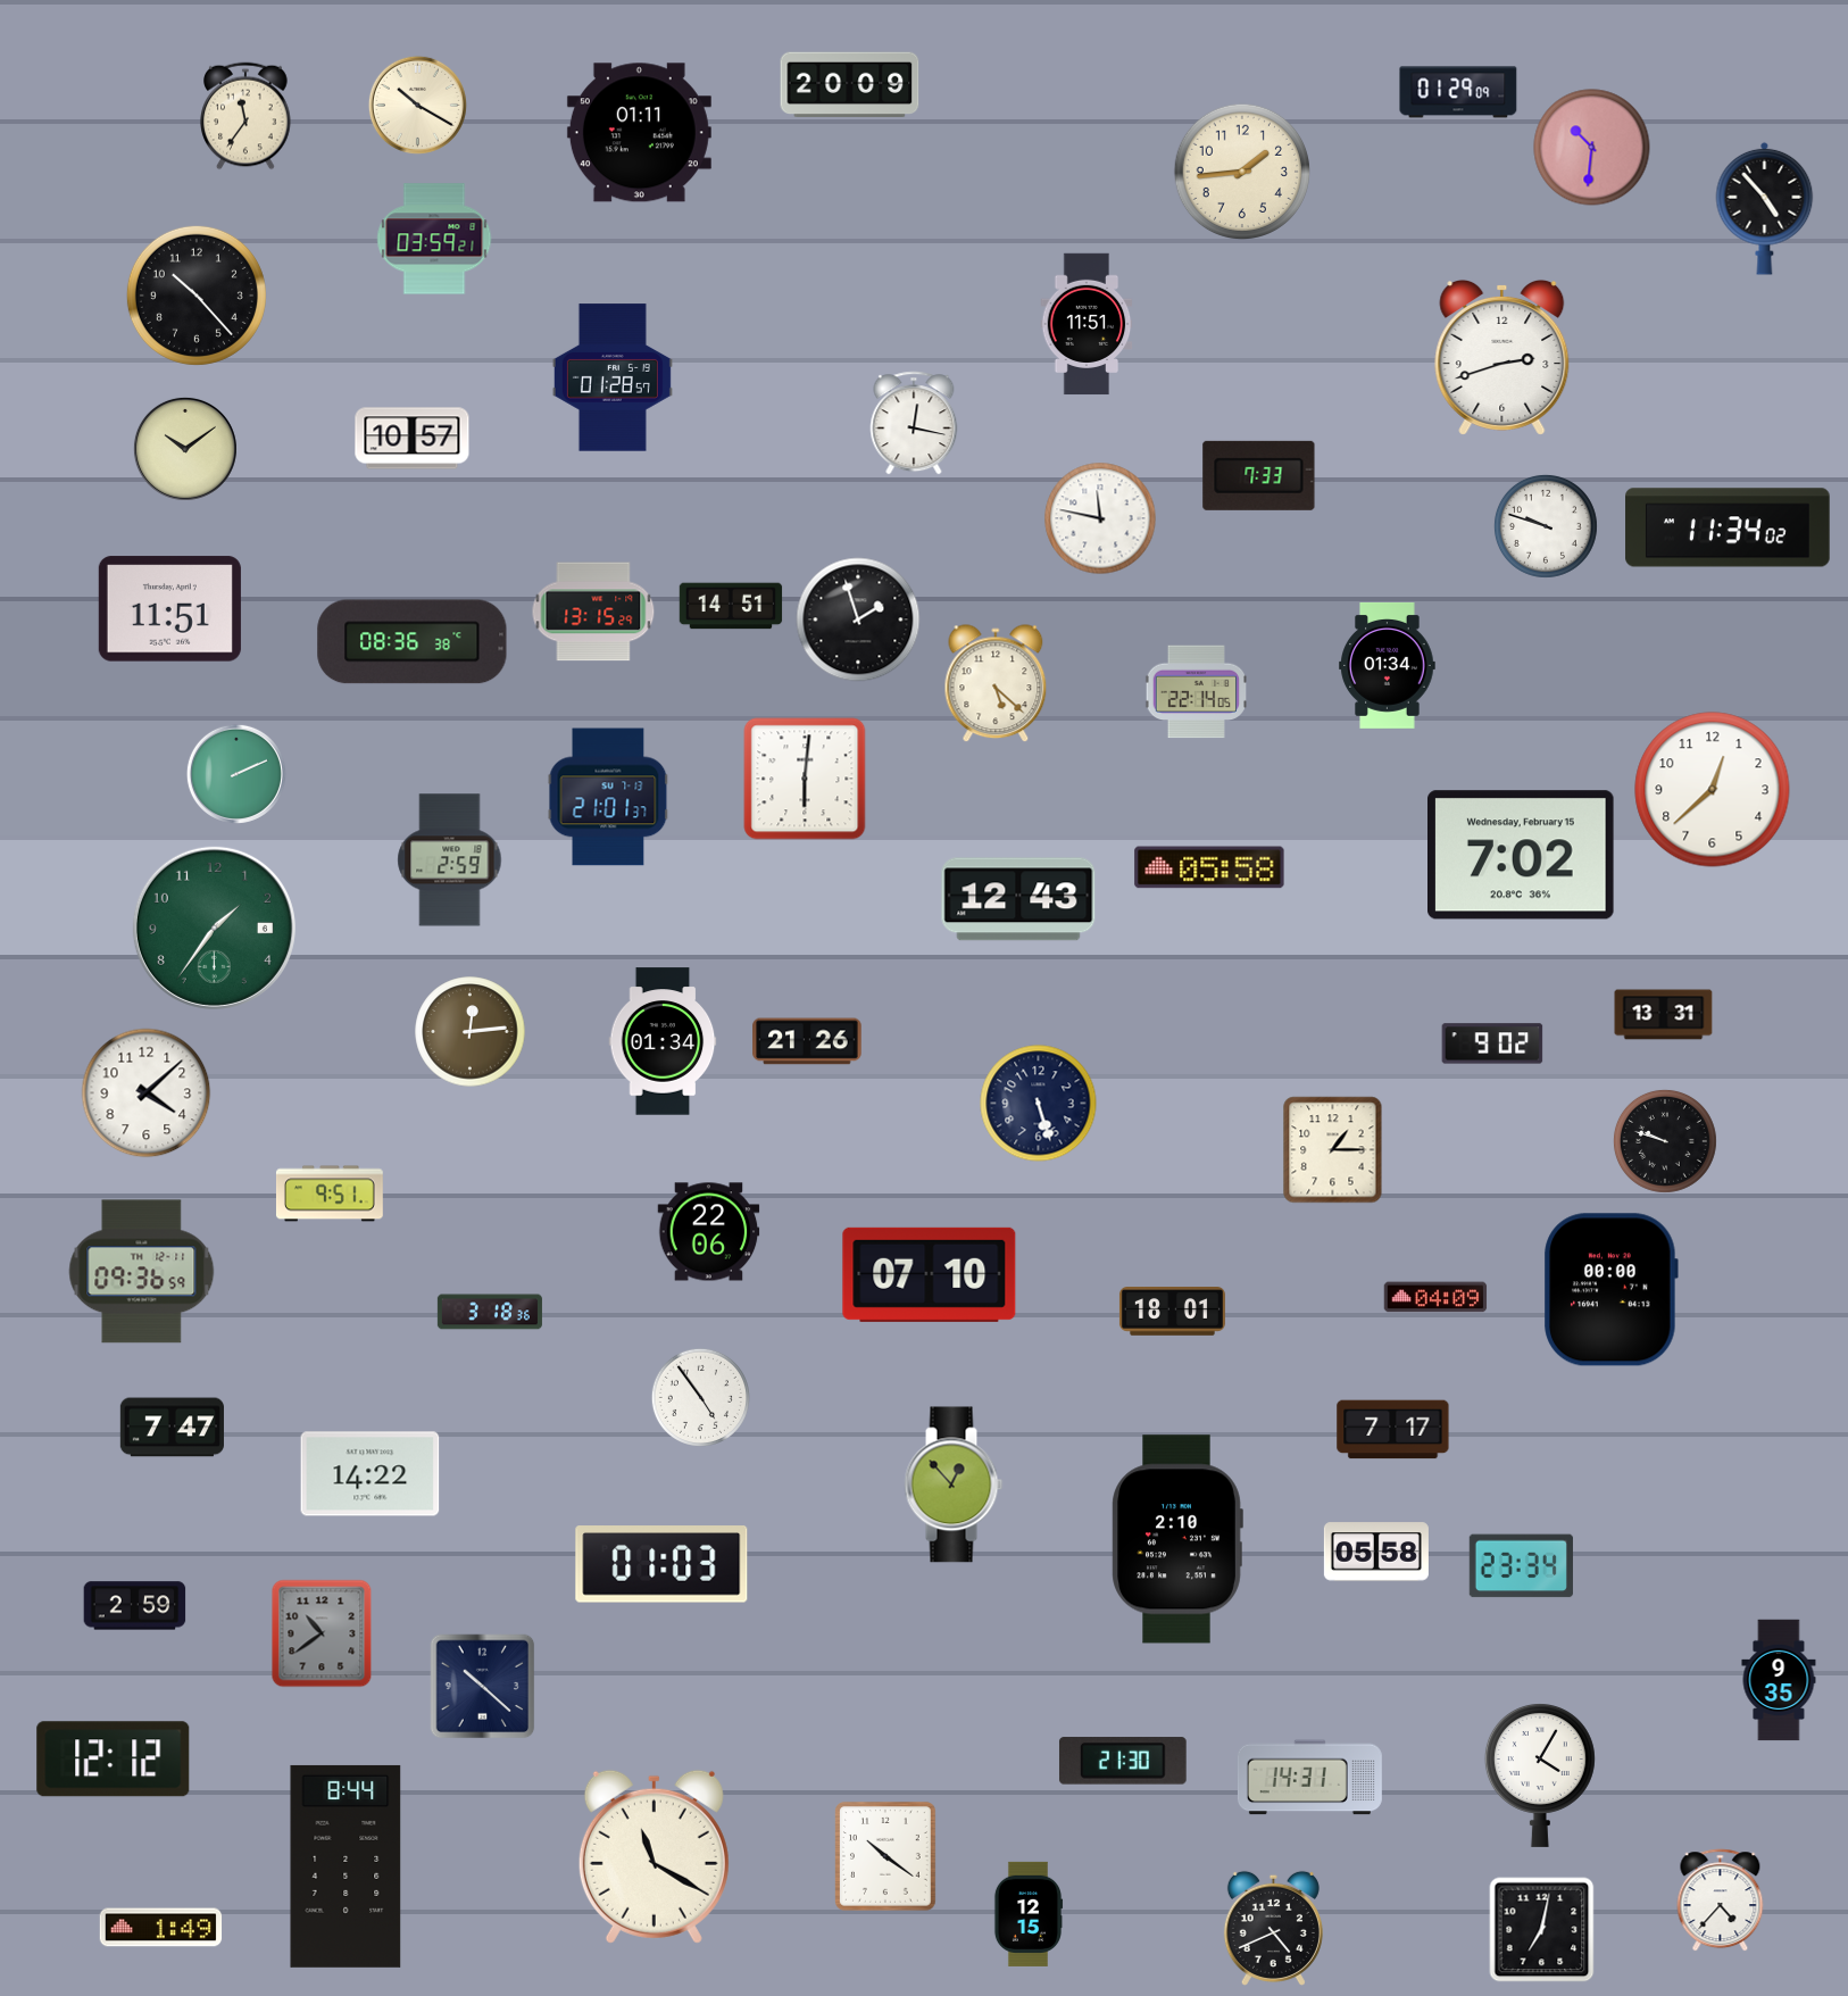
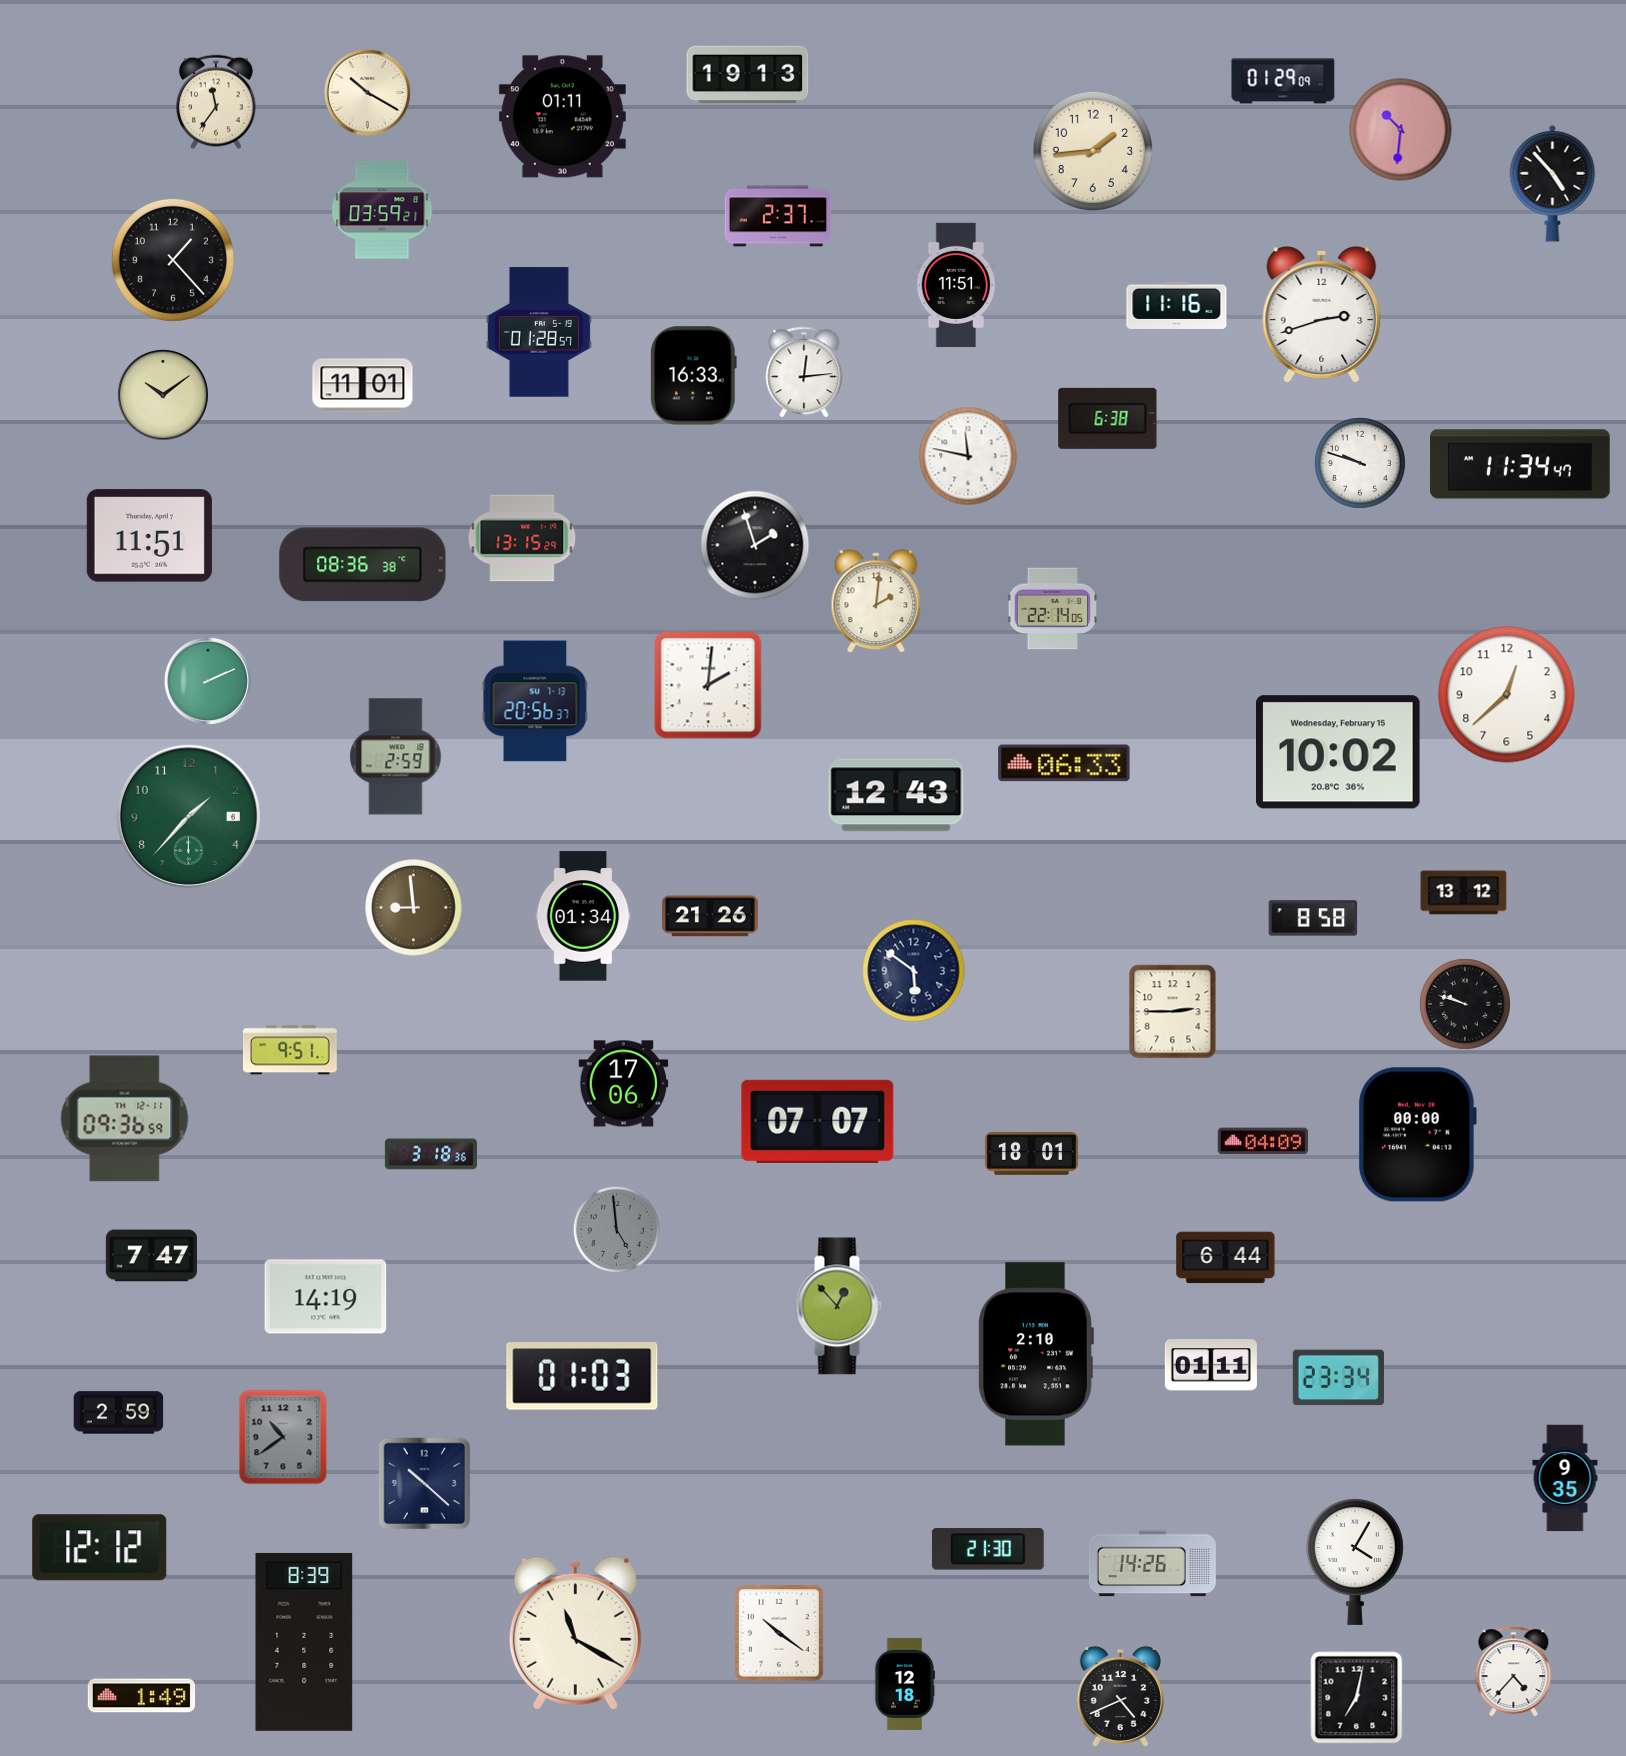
clock at (850, 85): 20:09 -> 19:13
clock at (778, 216): none -> 2:37
clock at (197, 296): 10:23 -> 1:23
clock at (1177, 305): none -> 11:16
clock at (914, 423): 12:17 -> 12:14
clock at (693, 376): none -> 16:33
clock at (413, 439): 10:57 -> 11:01
clock at (1259, 475): 7:33 -> 6:38
clock at (1728, 527): 11:34:02 -> 11:34:47
clock at (731, 606): 14:51 -> none
clock at (1388, 665): 01:34 -> none
clock at (996, 684): 5:22 -> 2:01
clock at (805, 779): 6:01 -> 2:01
clock at (608, 797): 21:01 -> 20:56
clock at (1521, 855): 7:02 -> 10:02
clock at (1209, 867): 05:58 -> 06:33
clock at (1018, 899) position: (1018, 899) -> (896, 795)
clock at (214, 928): 1:36 -> 1:37
clock at (1664, 1015): 13:31 -> 13:12
clock at (471, 1032): 12:14 -> 8:59
clock at (1492, 1043): 9:02 -> 8:58
clock at (147, 1093): 4:08 -> none
clock at (1039, 1104): 5:27 -> 5:51
clock at (1333, 1150): 1:15 -> 2:45
clock at (709, 1232): 22:06 -> 17:06
clock at (930, 1274): 07:10 -> 07:07
clock at (700, 1397): 4:54 -> 4:59
clock at (700, 1397) dial: white -> grey
clock at (1393, 1430): 7:17 -> 6:44
clock at (371, 1474): 14:22 -> 14:19
clock at (1376, 1552): 05:58 -> 01:11
clock at (1309, 1778): 14:31 -> 14:26
clock at (346, 1866): 8:44 -> 8:39
clock at (1029, 1914): 12:15 -> 12:18
